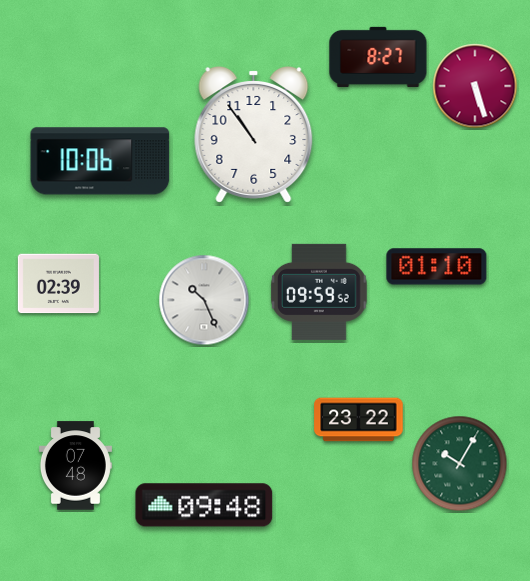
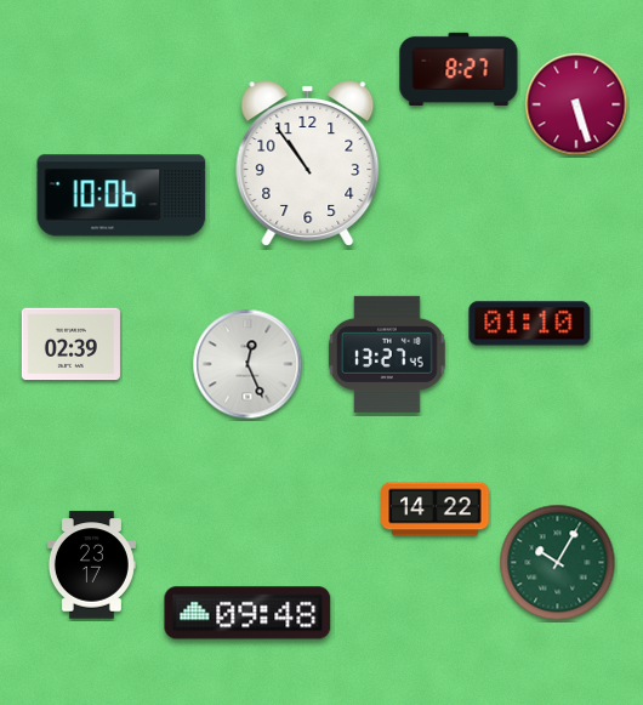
clock at (319, 292): 09:59 -> 13:27
clock at (204, 300): 10:26 -> 12:26
clock at (359, 420): 23:22 -> 14:22
clock at (75, 466): 07:48 -> 23:17
